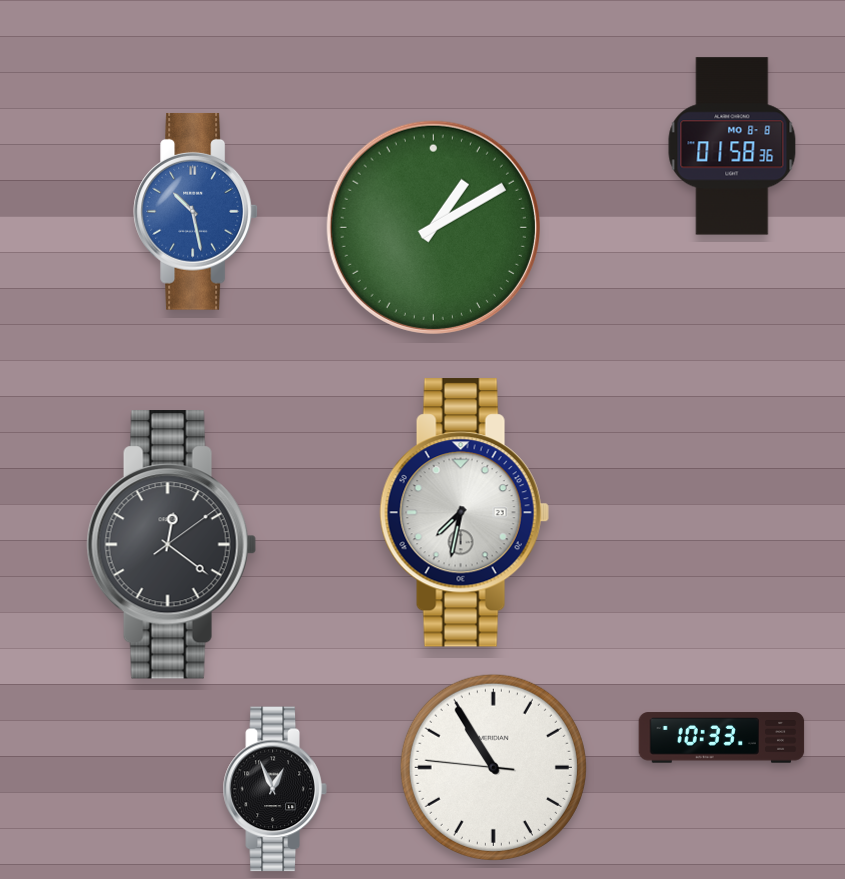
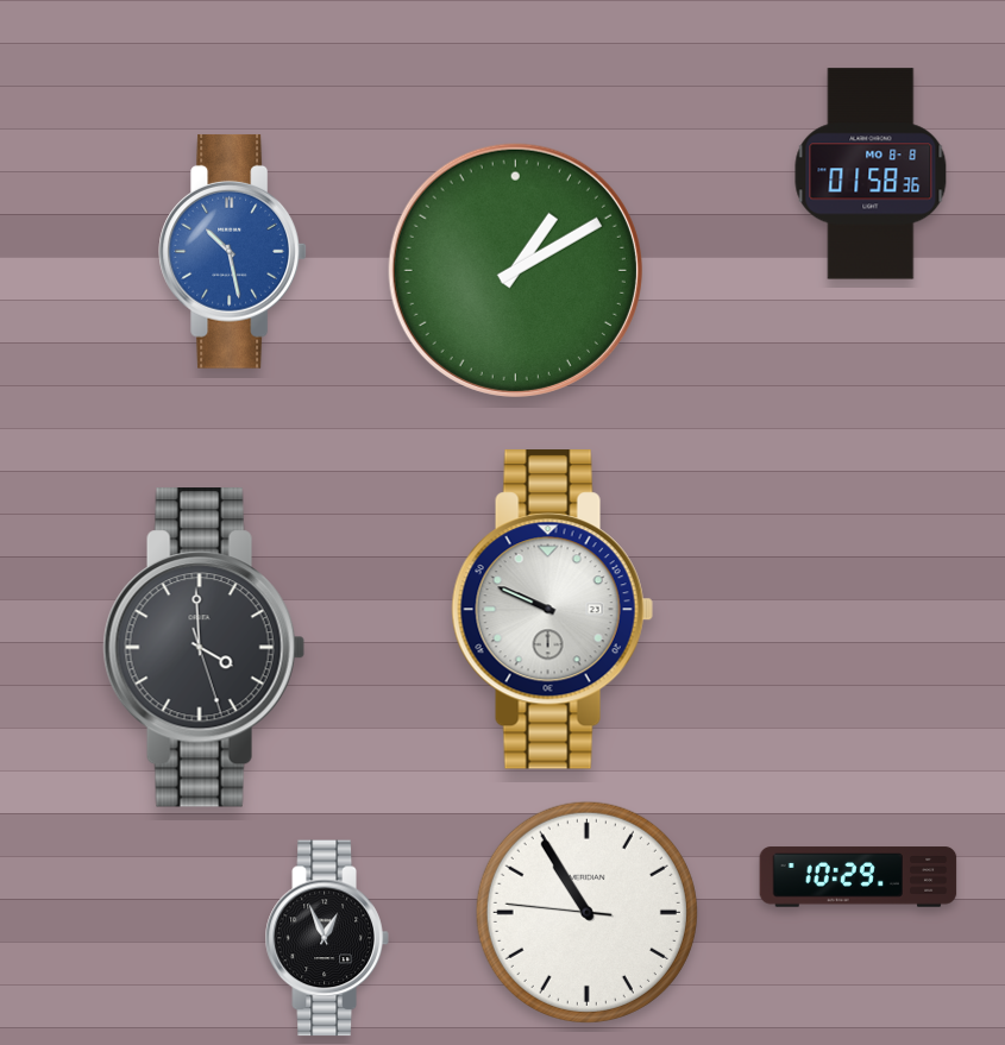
clock at (464, 513): 7:32 -> 9:49
clock at (171, 545): 12:21 -> 3:59
clock at (722, 738): 10:33 -> 10:29
